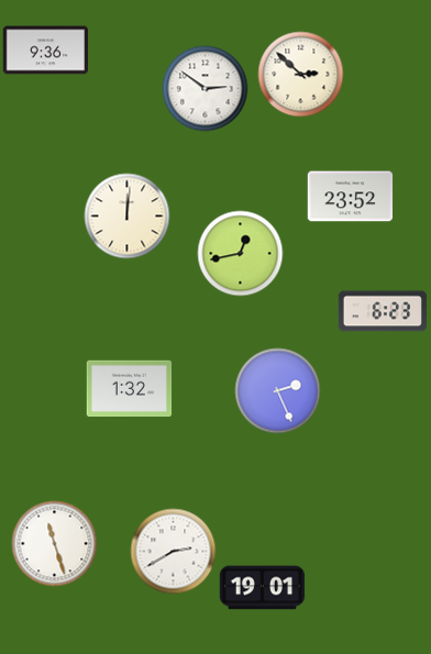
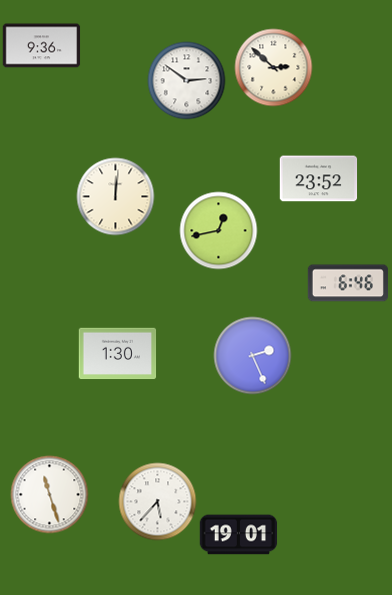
clock at (383, 311): 6:23 -> 6:46
clock at (129, 389): 1:32 -> 1:30
clock at (173, 551): 2:40 -> 5:37
